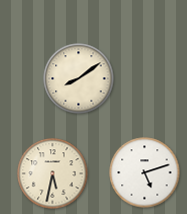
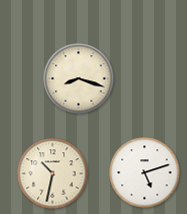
clock at (79, 79): 8:09 -> 8:18
clock at (53, 174): 5:32 -> 10:32
